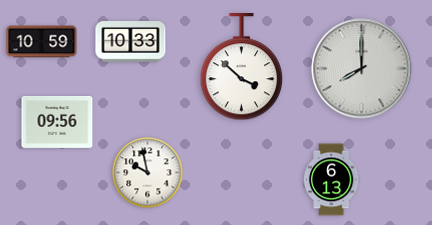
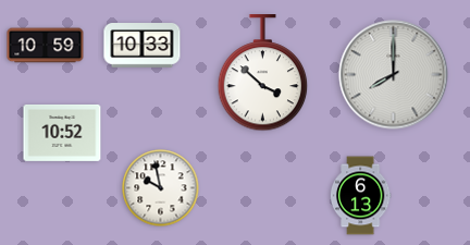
clock at (57, 122): 09:56 -> 10:52
